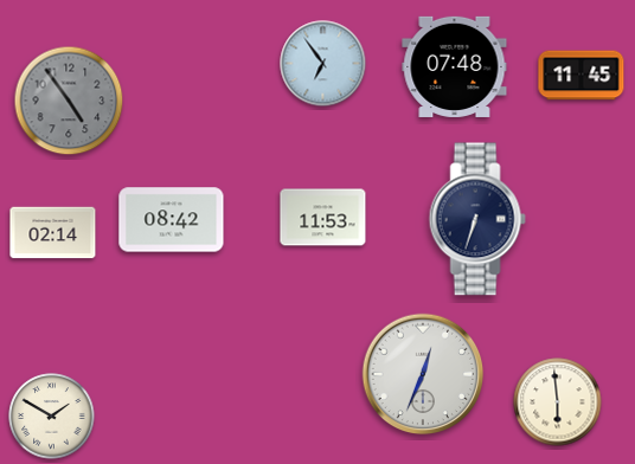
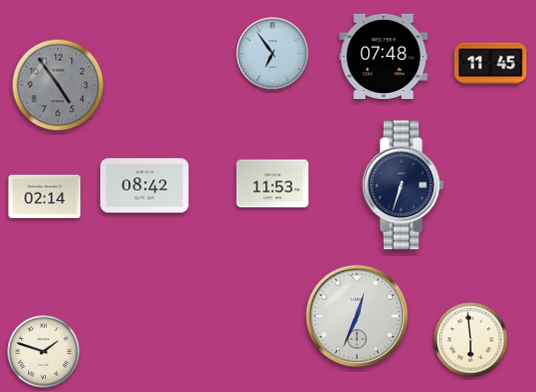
clock at (52, 417): 1:50 -> 1:48
